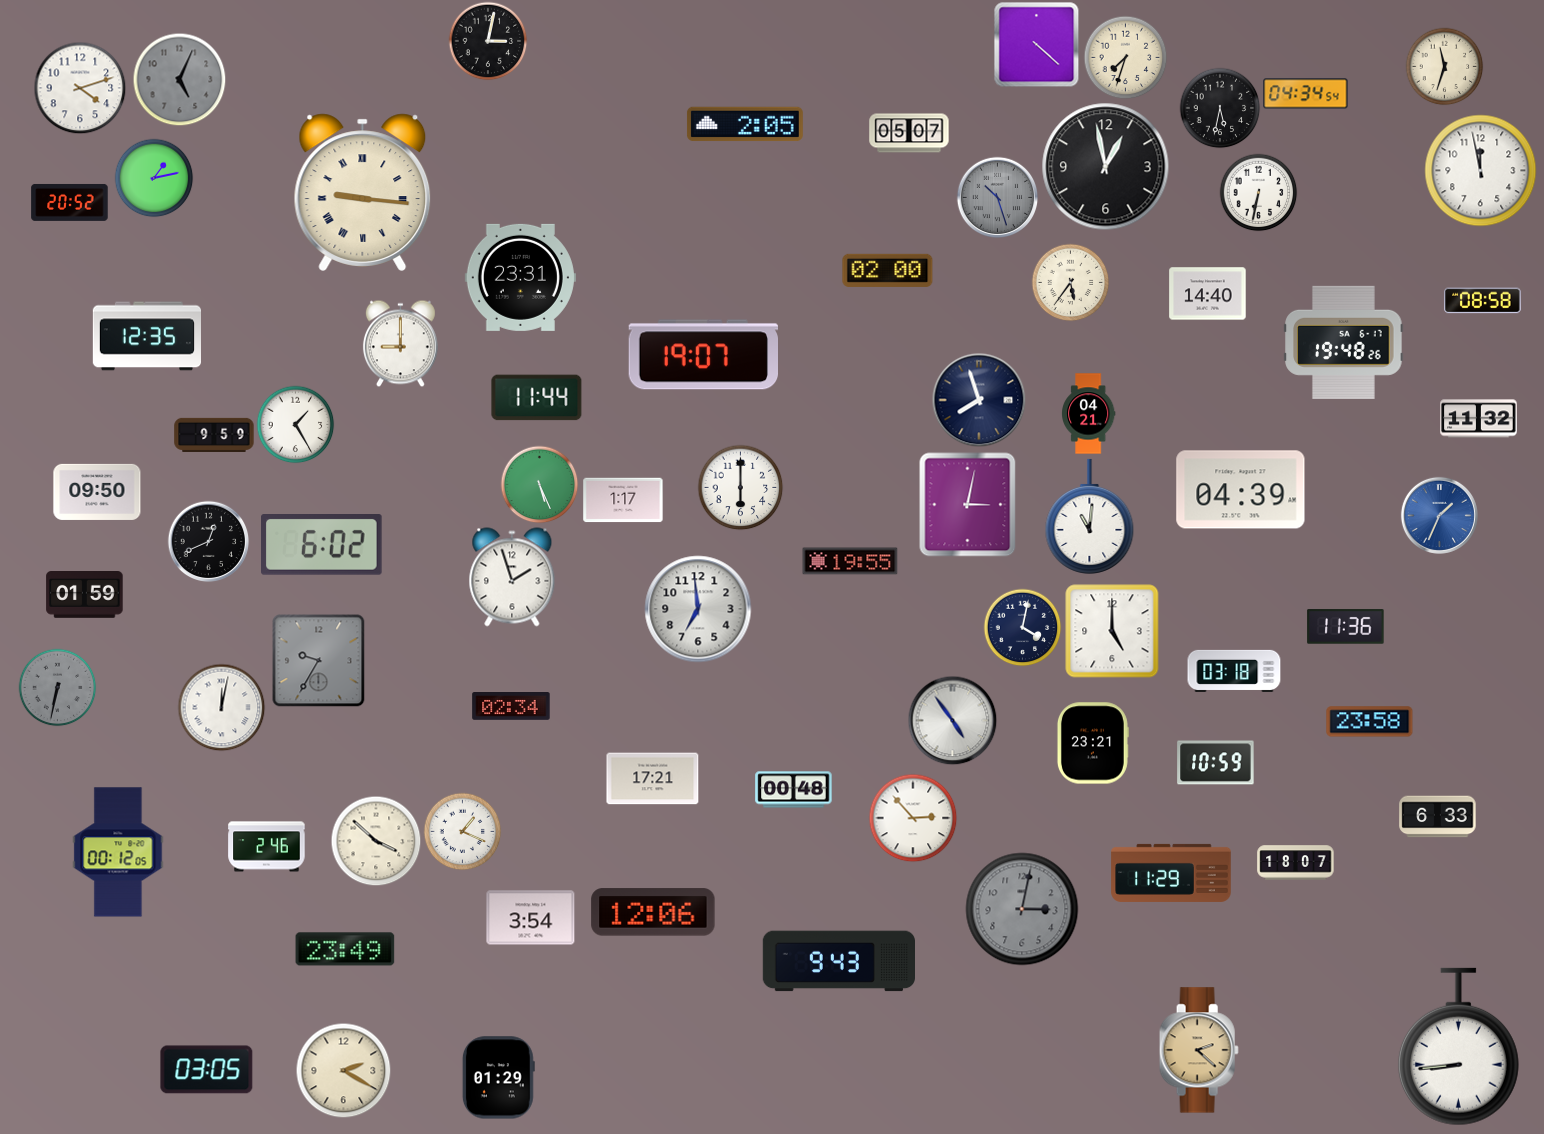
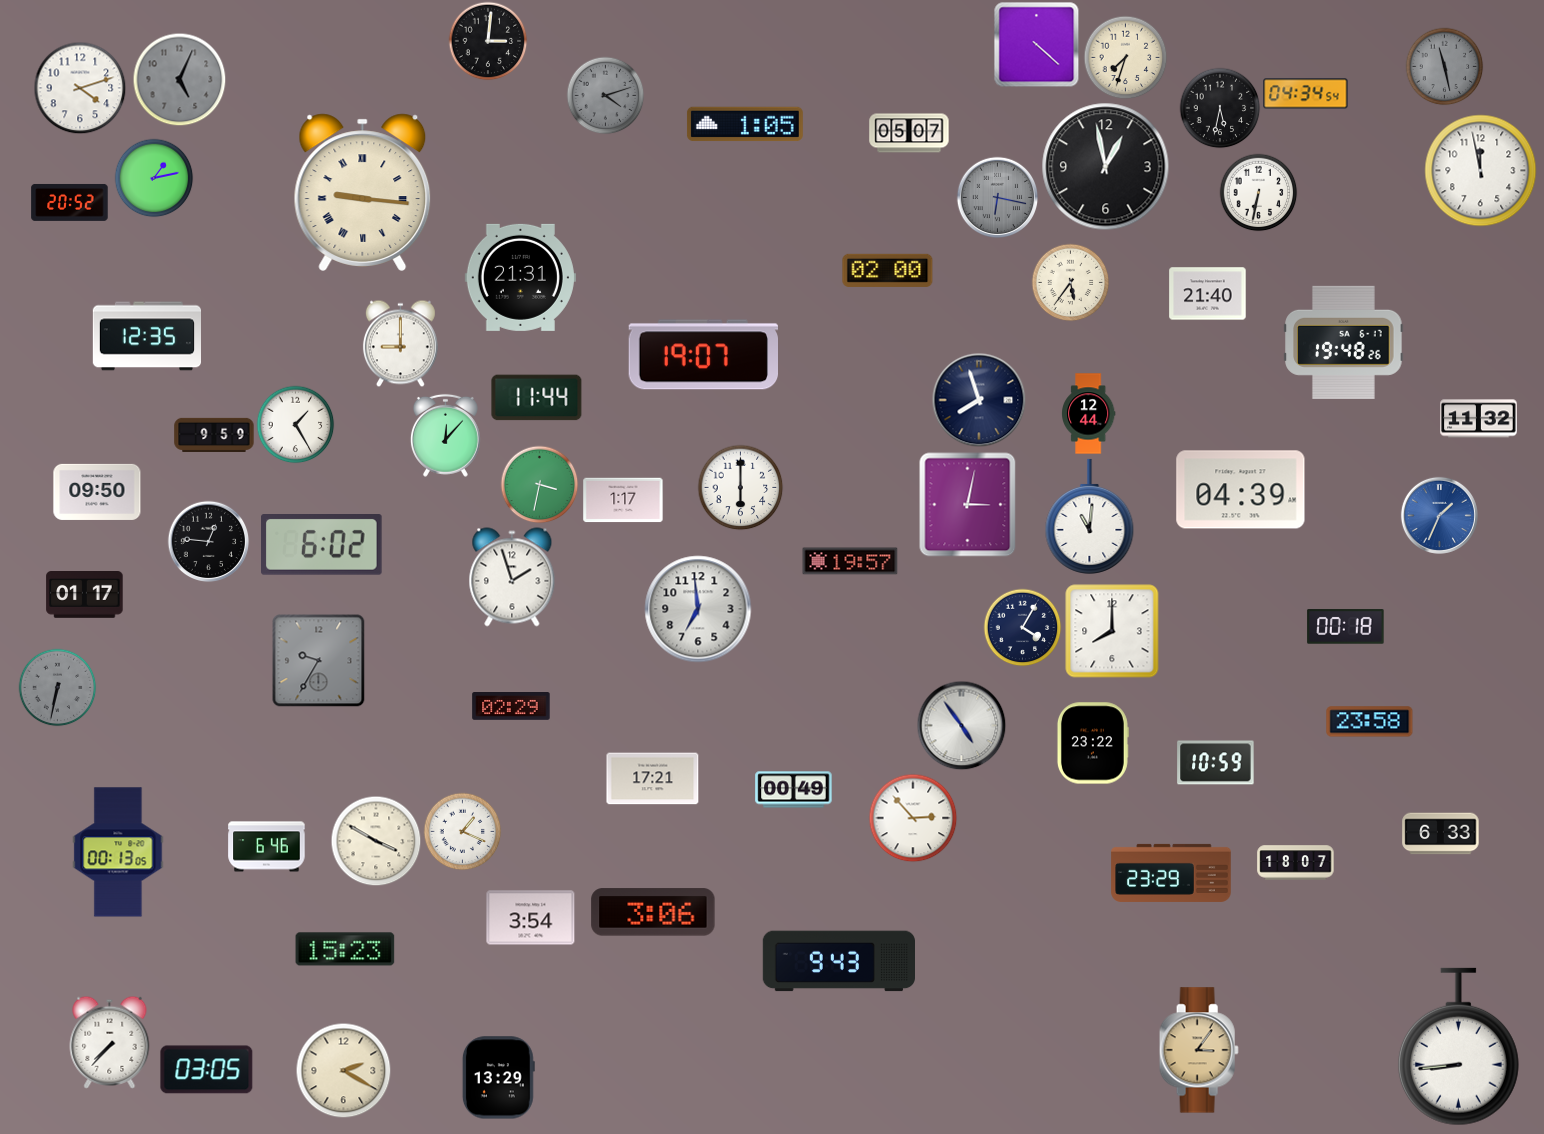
clock at (488, 41): 3:02 -> 3:01
clock at (1444, 66): 11:33 -> 11:28
clock at (1444, 66) dial: cream -> grey
clock at (605, 95): none -> 4:12
clock at (745, 124): 2:05 -> 1:05
clock at (997, 197): 10:27 -> 6:17
clock at (520, 277): 23:31 -> 21:31
clock at (1208, 294): 14:40 -> 21:40
clock at (1483, 301): 08:58 -> none
clock at (1088, 414): 04:21 -> 12:44
clock at (445, 435): none -> 12:07
clock at (539, 484): 5:26 -> 3:32
clock at (208, 541): 12:41 -> 12:46
clock at (850, 561): 19:55 -> 19:57
clock at (85, 595): 01:59 -> 01:17
clock at (1022, 627): 4:02 -> 4:05
clock at (1346, 627): 11:36 -> 00:18
clock at (1112, 631): 5:00 -> 8:00
clock at (1234, 671): 03:18 -> none
clock at (221, 707): 12:02 -> none
clock at (511, 707): 02:34 -> 02:29
clock at (952, 720) position: (952, 720) -> (961, 725)
clock at (1092, 743): 23:21 -> 23:22
clock at (794, 790): 00:48 -> 00:49
clock at (1438, 817) position: (1438, 817) -> (1441, 834)
clock at (376, 841): 3:52 -> 3:50
clock at (267, 847): 2:46 -> 6:46
clock at (118, 852): 00:12 -> 00:13
clock at (1171, 873): 11:29 -> 23:29
clock at (1022, 909): 3:02 -> none
clock at (653, 912): 12:06 -> 3:06
clock at (345, 949): 23:49 -> 15:23
clock at (110, 1042): none -> 7:37
clock at (1199, 1050): 2:22 -> 3:06
clock at (498, 1078): 01:29 -> 13:29
